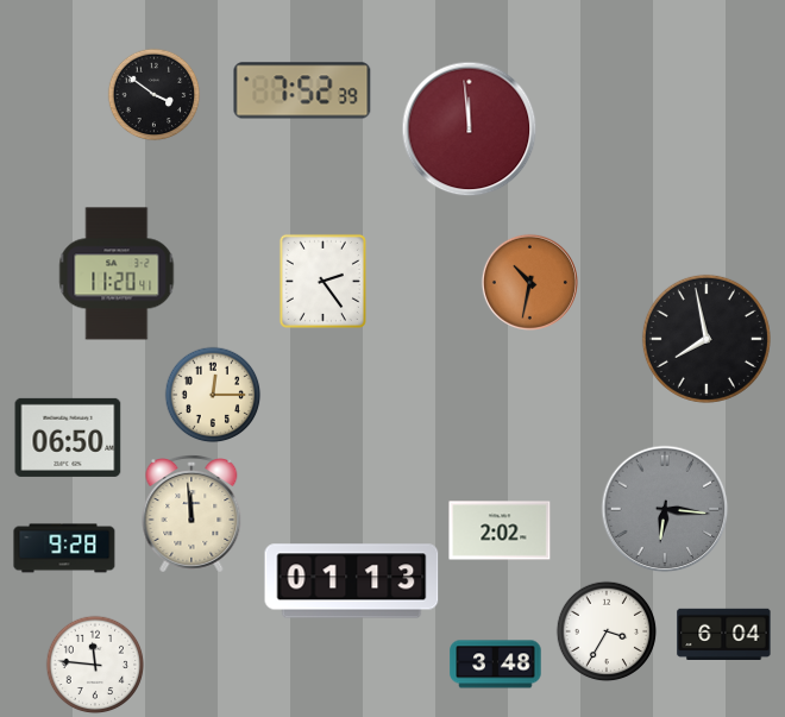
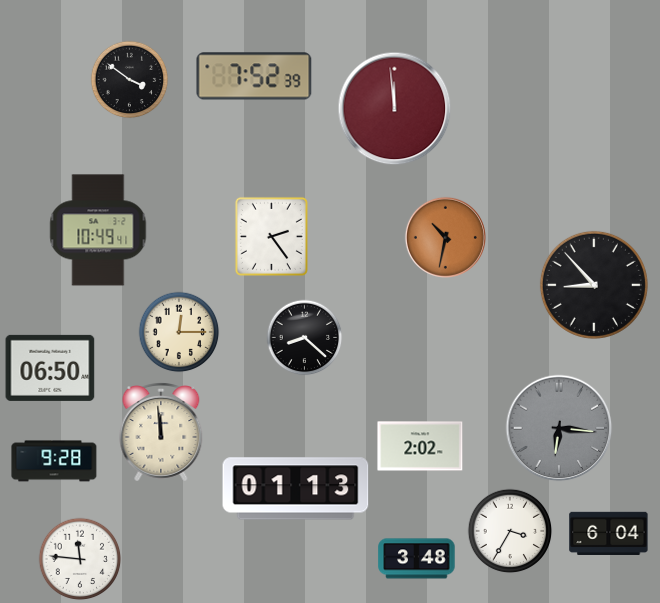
clock at (117, 273): 11:20 -> 10:49
clock at (706, 339): 7:58 -> 8:53
clock at (305, 338): none -> 8:22
clock at (68, 438) position: (68, 438) -> (50, 368)
